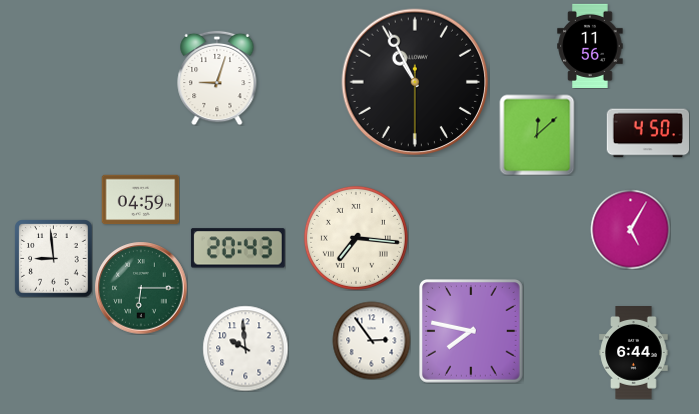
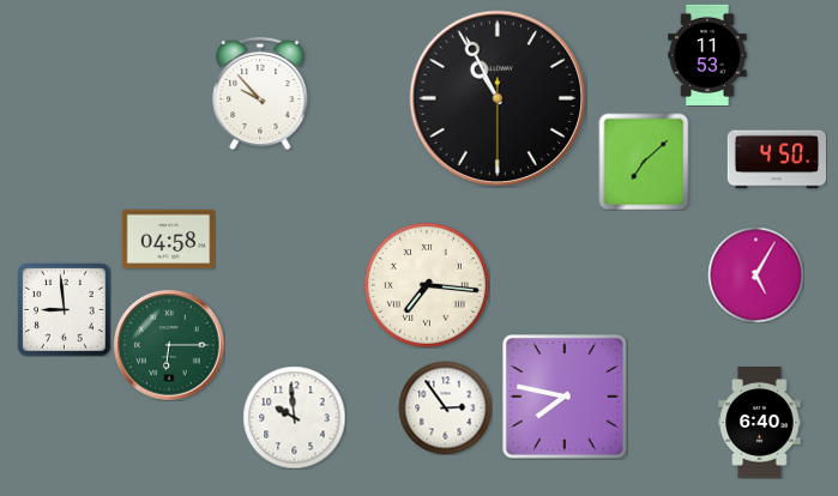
clock at (590, 45): 11:56 -> 11:53
clock at (217, 78): 9:03 -> 9:53
clock at (537, 135): 12:08 -> 7:08
clock at (140, 200): 04:59 -> 04:58
clock at (238, 248): 20:43 -> none
clock at (634, 353): 6:44 -> 6:40
